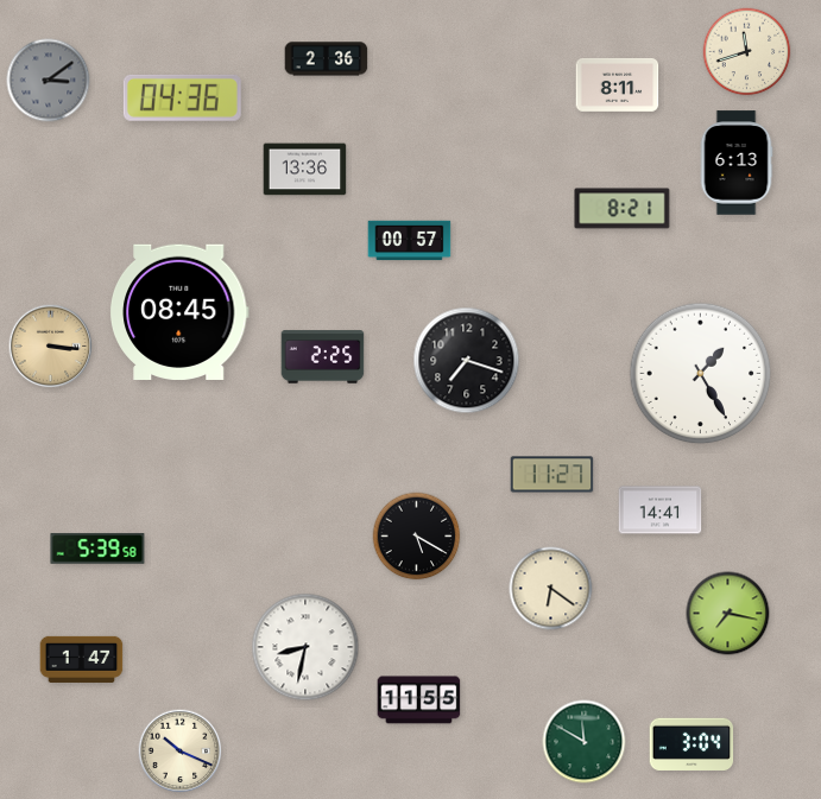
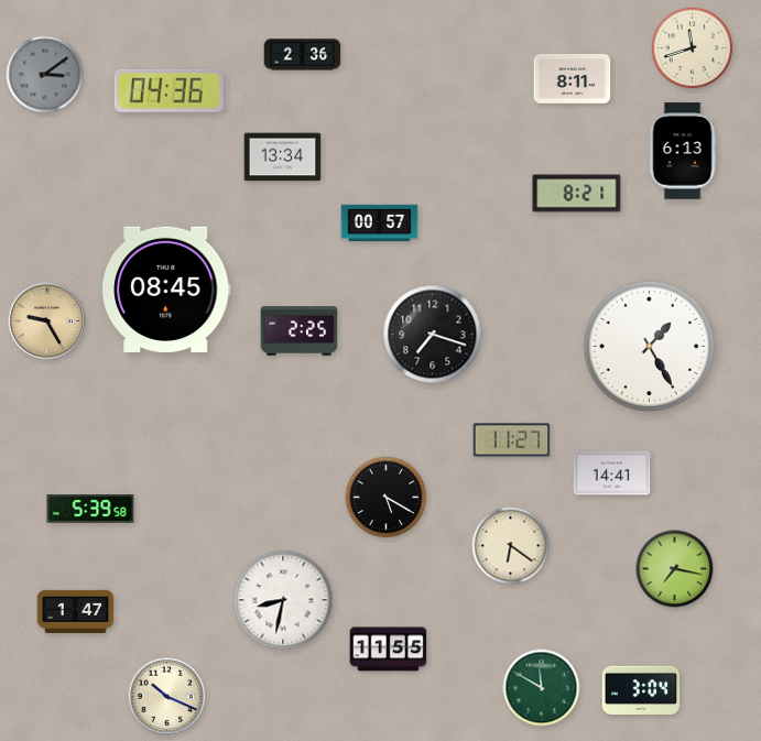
clock at (305, 170): 13:36 -> 13:34
clock at (51, 347): 3:16 -> 9:25
